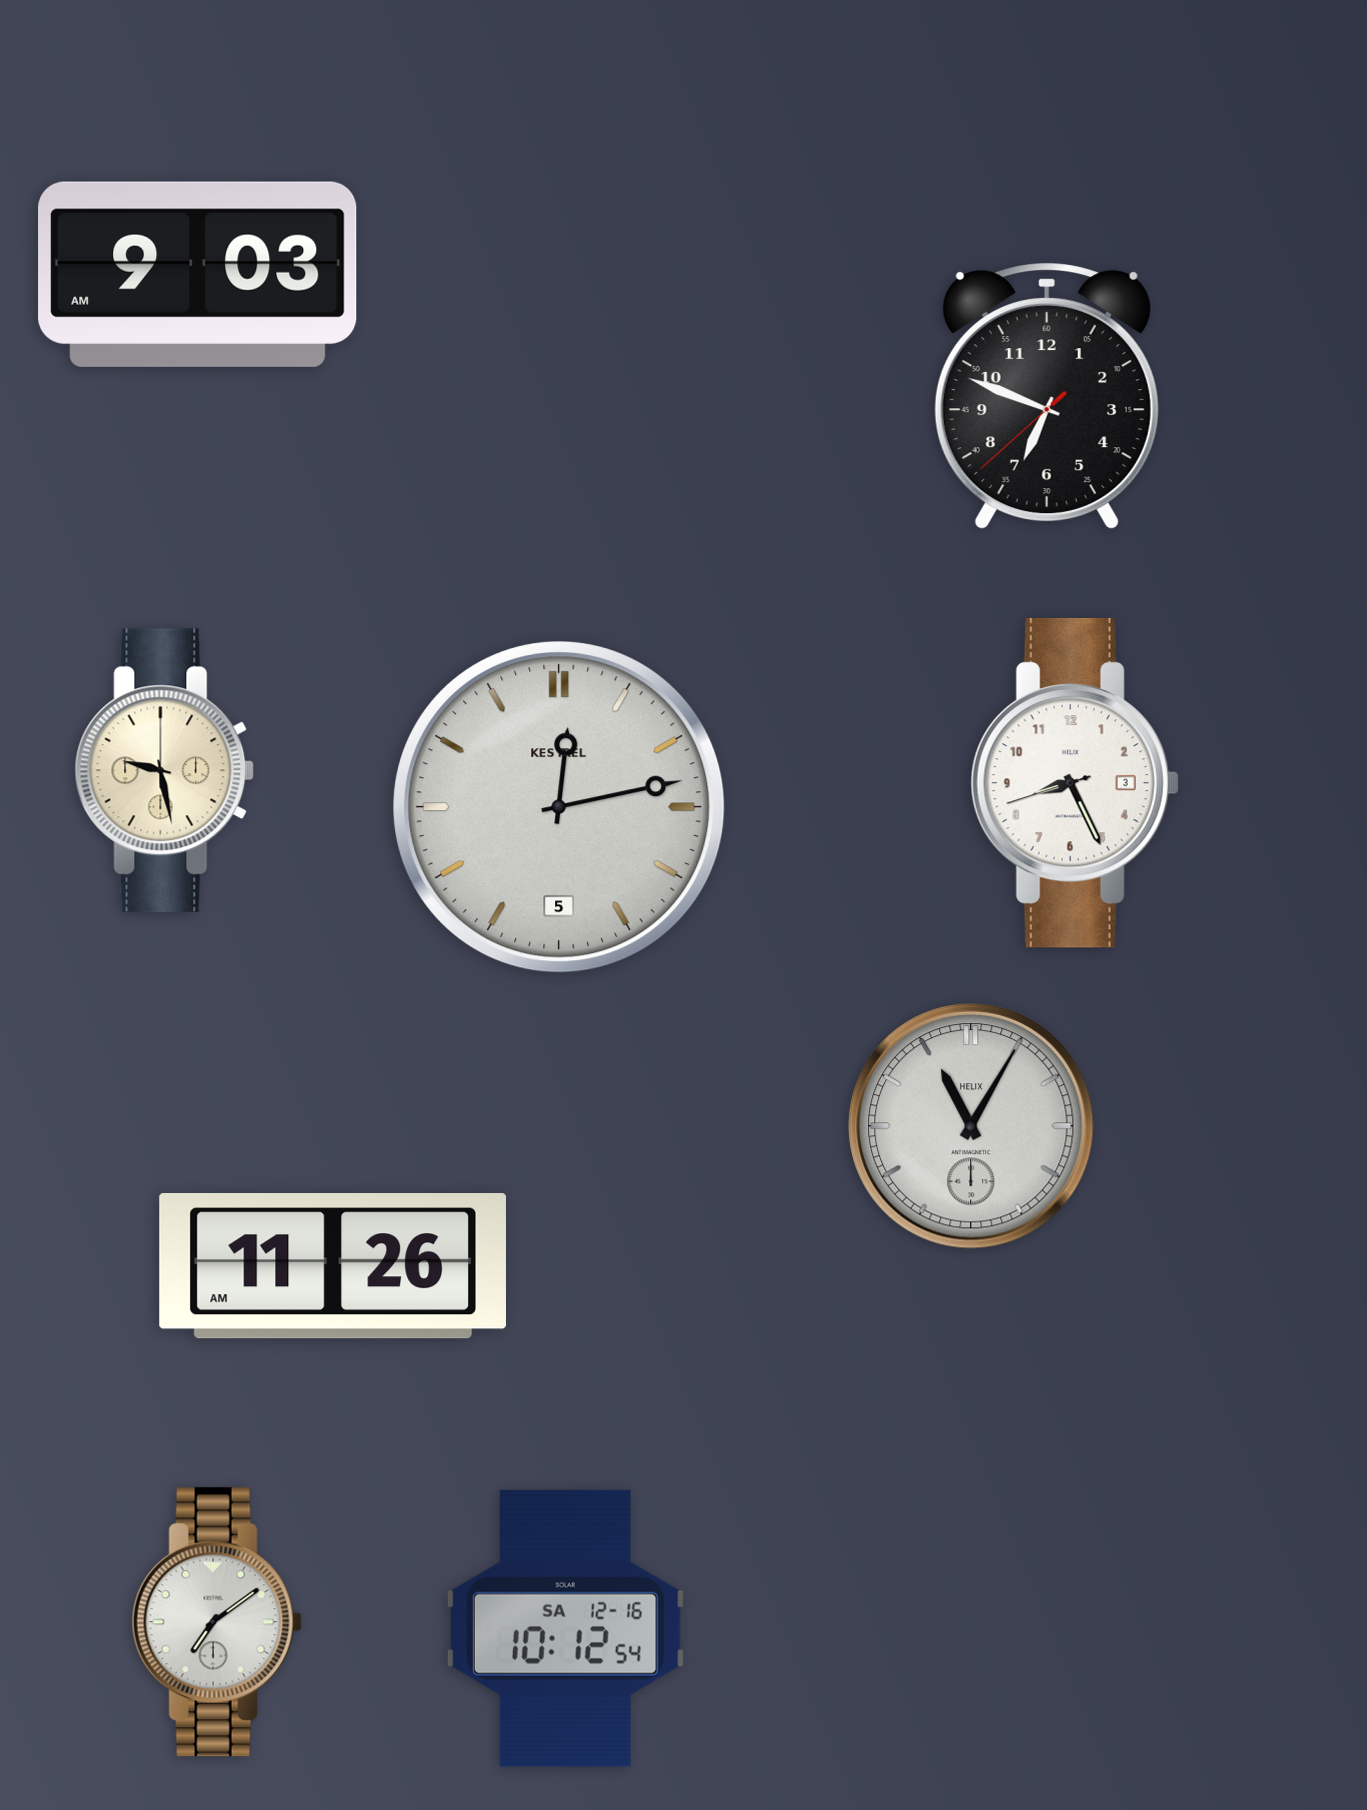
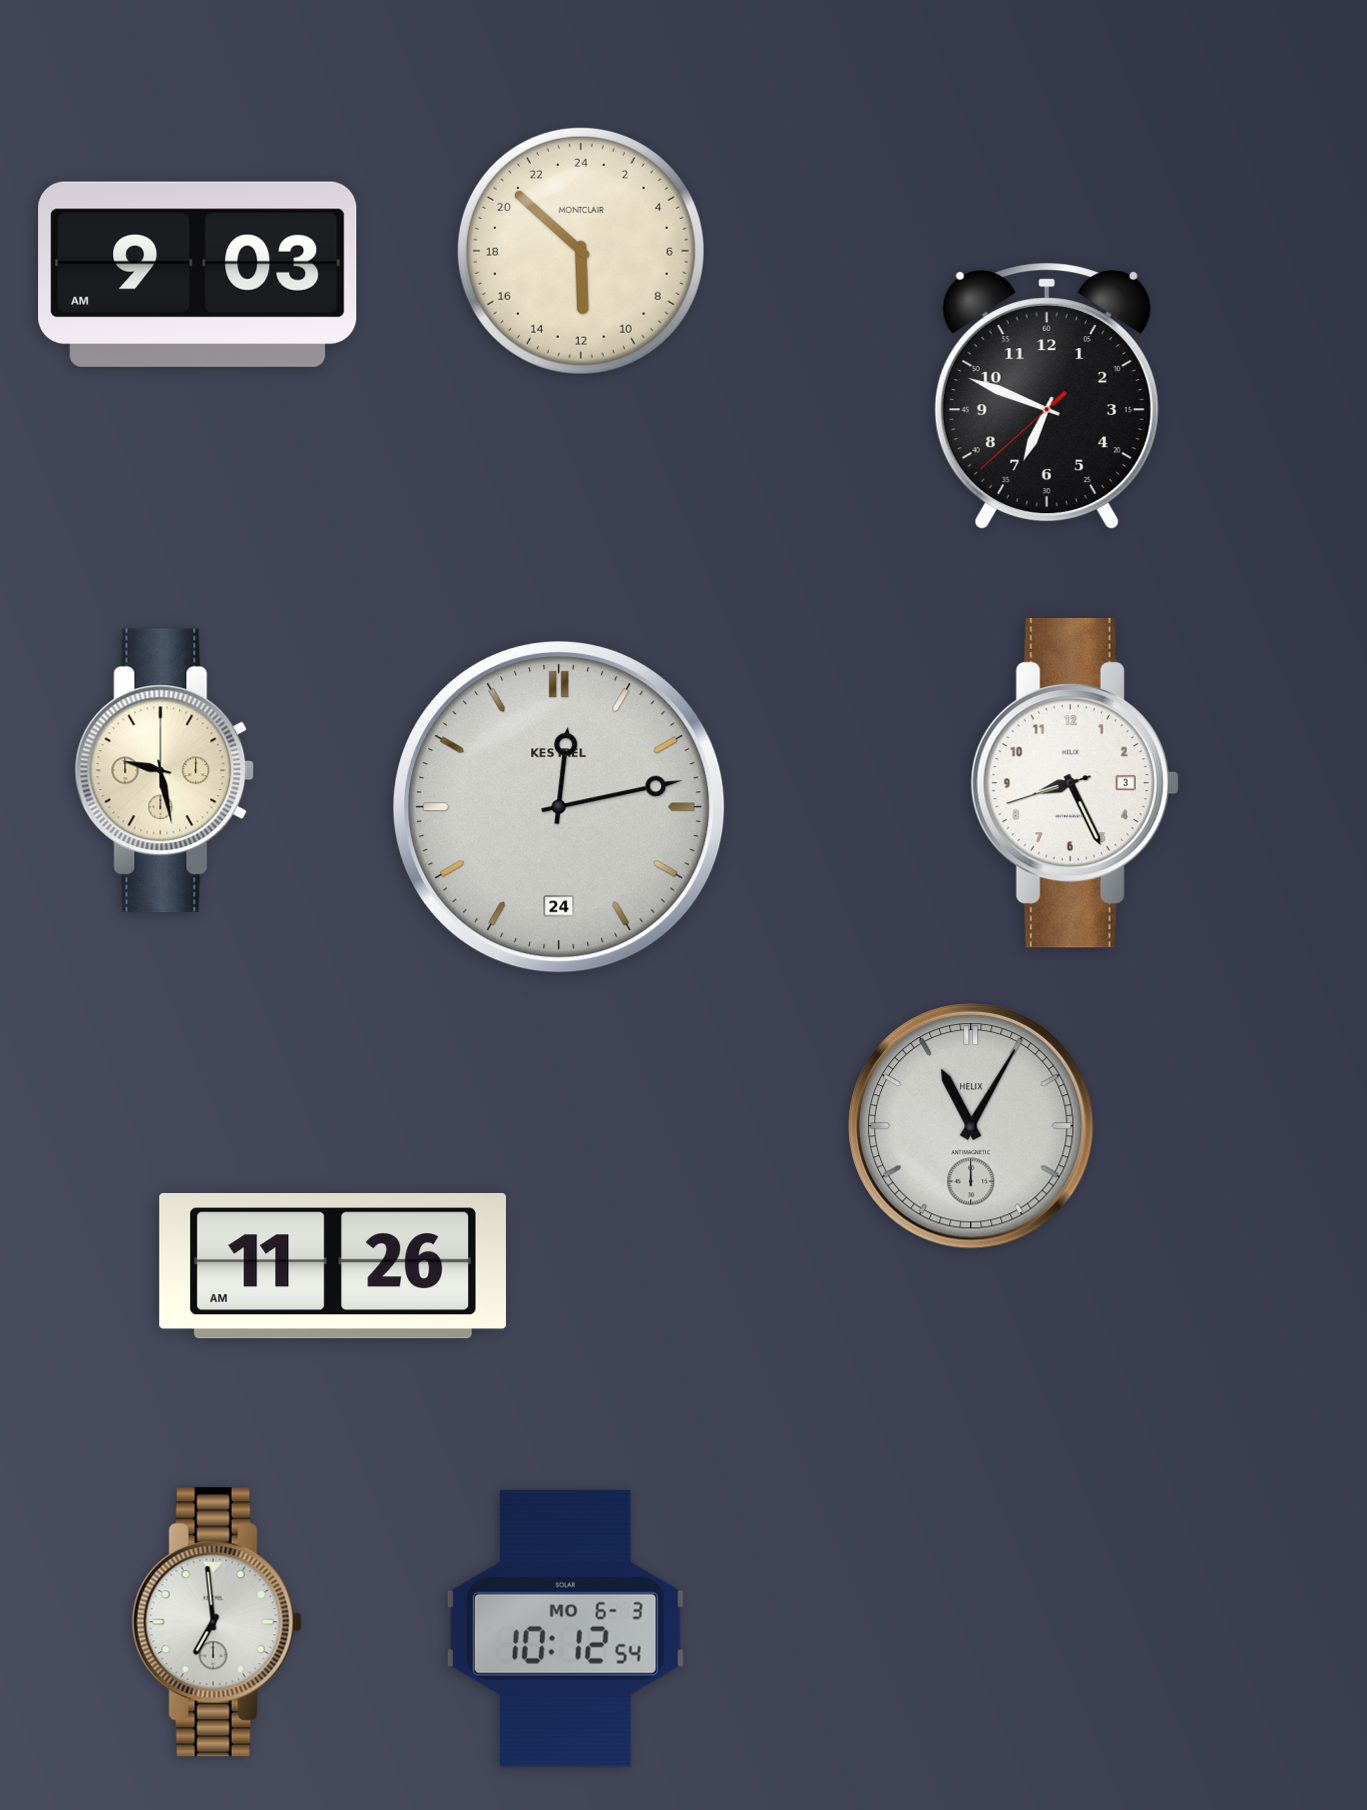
clock at (581, 251): none -> 11:52
clock at (559, 807) date: 5 -> 24
clock at (217, 1622): 7:09 -> 6:59
clock at (565, 1628) date: SA 12-16 -> MO 6-3
